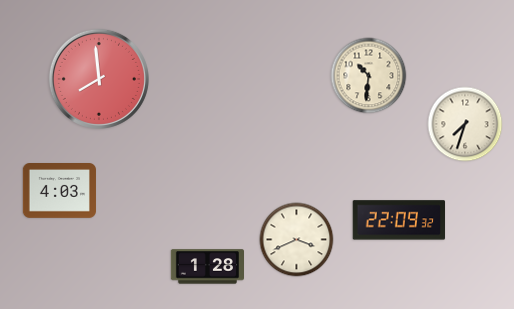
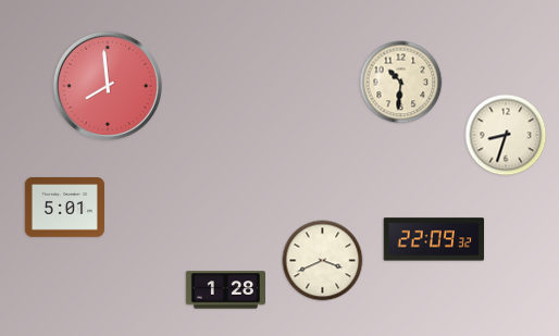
clock at (465, 124): 7:33 -> 8:33
clock at (59, 191): 4:03 -> 5:01
